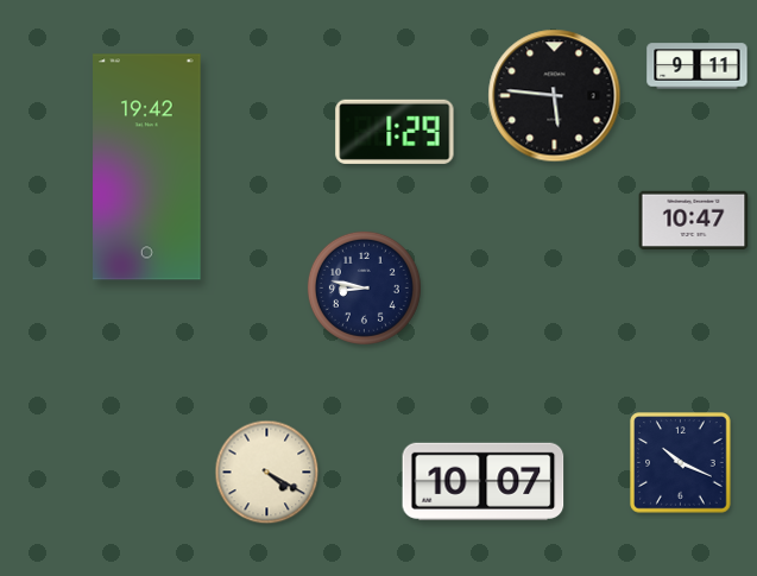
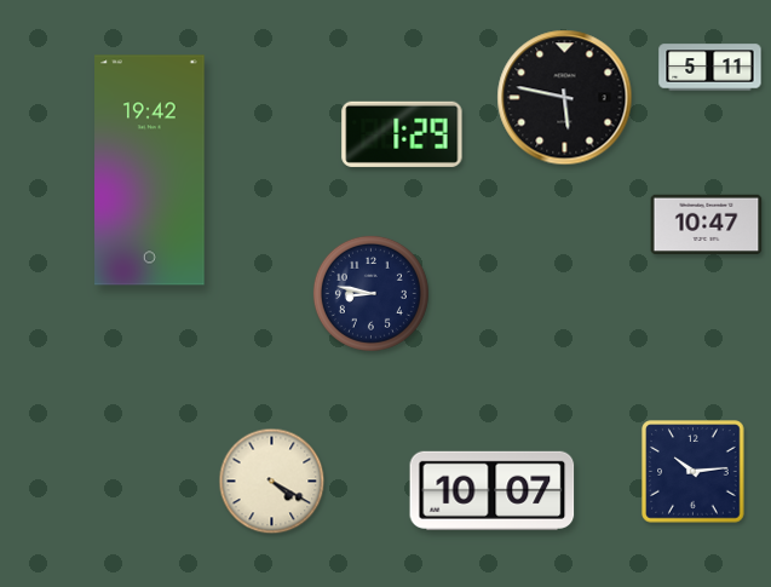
clock at (698, 67): 9:11 -> 5:11
clock at (555, 96): 5:46 -> 5:47
clock at (681, 463): 10:19 -> 10:14
